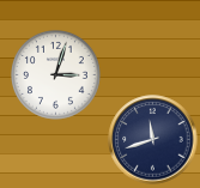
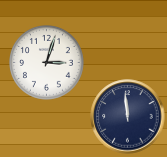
clock at (153, 140): 11:42 -> 11:59
